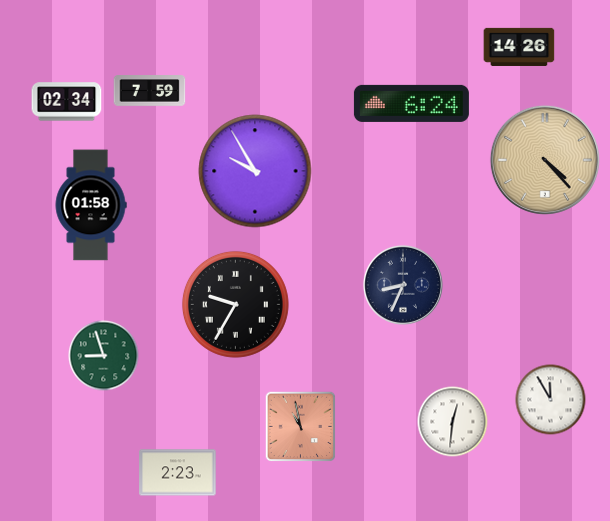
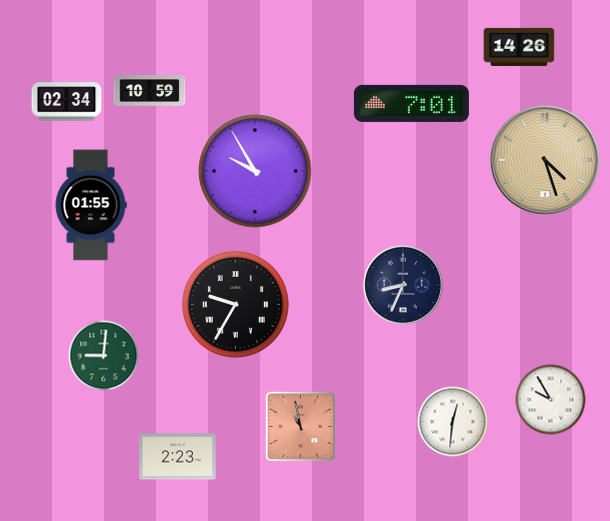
clock at (150, 91): 7:59 -> 10:59
clock at (411, 103): 6:24 -> 7:01
clock at (545, 160): 4:23 -> 4:27
clock at (91, 205): 01:58 -> 01:55
clock at (104, 356): 8:57 -> 9:01
clock at (551, 400): 11:55 -> 9:55
clock at (178, 473) position: (178, 473) -> (178, 457)
